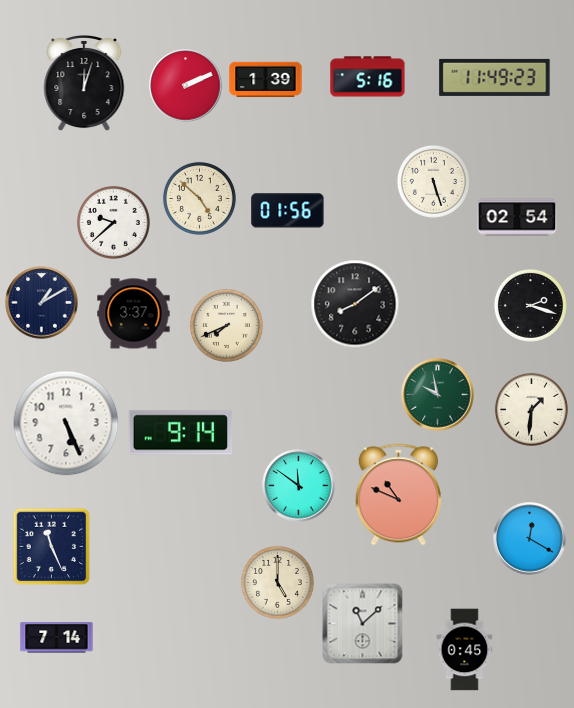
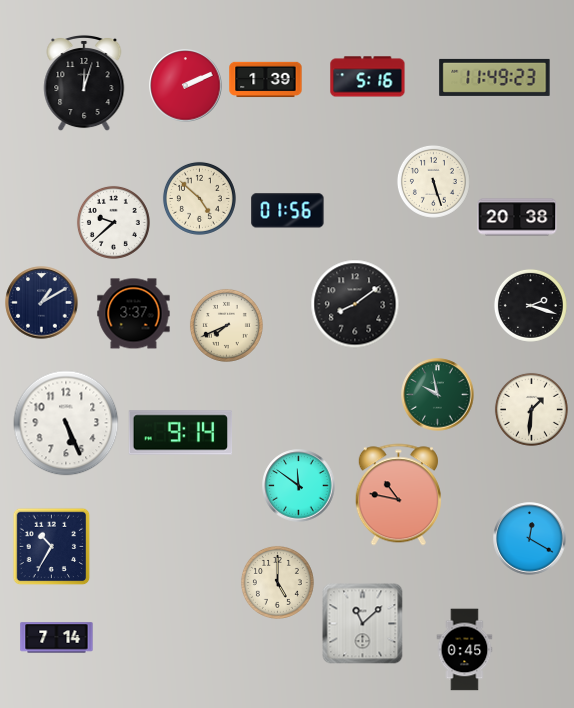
clock at (517, 217): 02:54 -> 20:38
clock at (398, 495): 10:49 -> 10:47
clock at (52, 547): 11:26 -> 10:35
